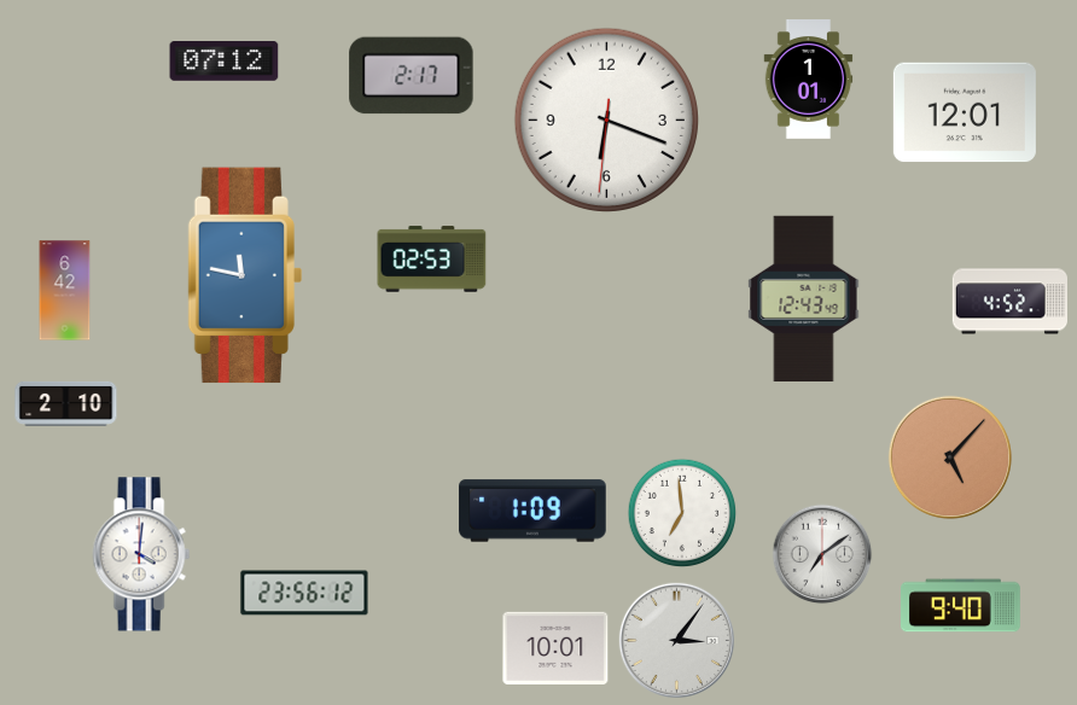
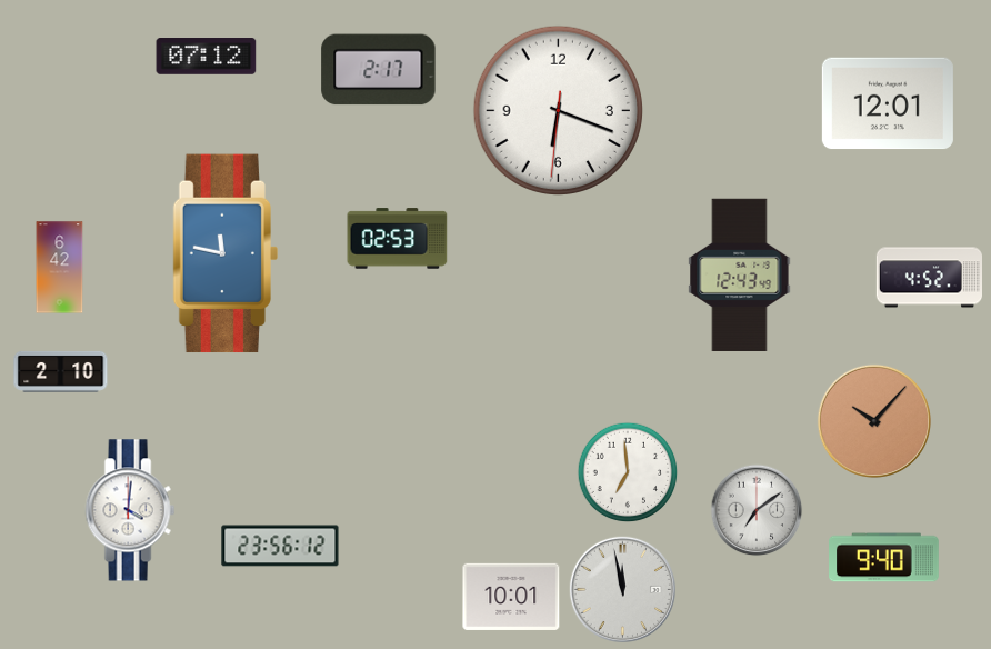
clock at (809, 80): 1:01 -> none
clock at (950, 458): 5:07 -> 10:07
clock at (532, 511): 1:09 -> none
clock at (676, 640): 3:06 -> 11:58
